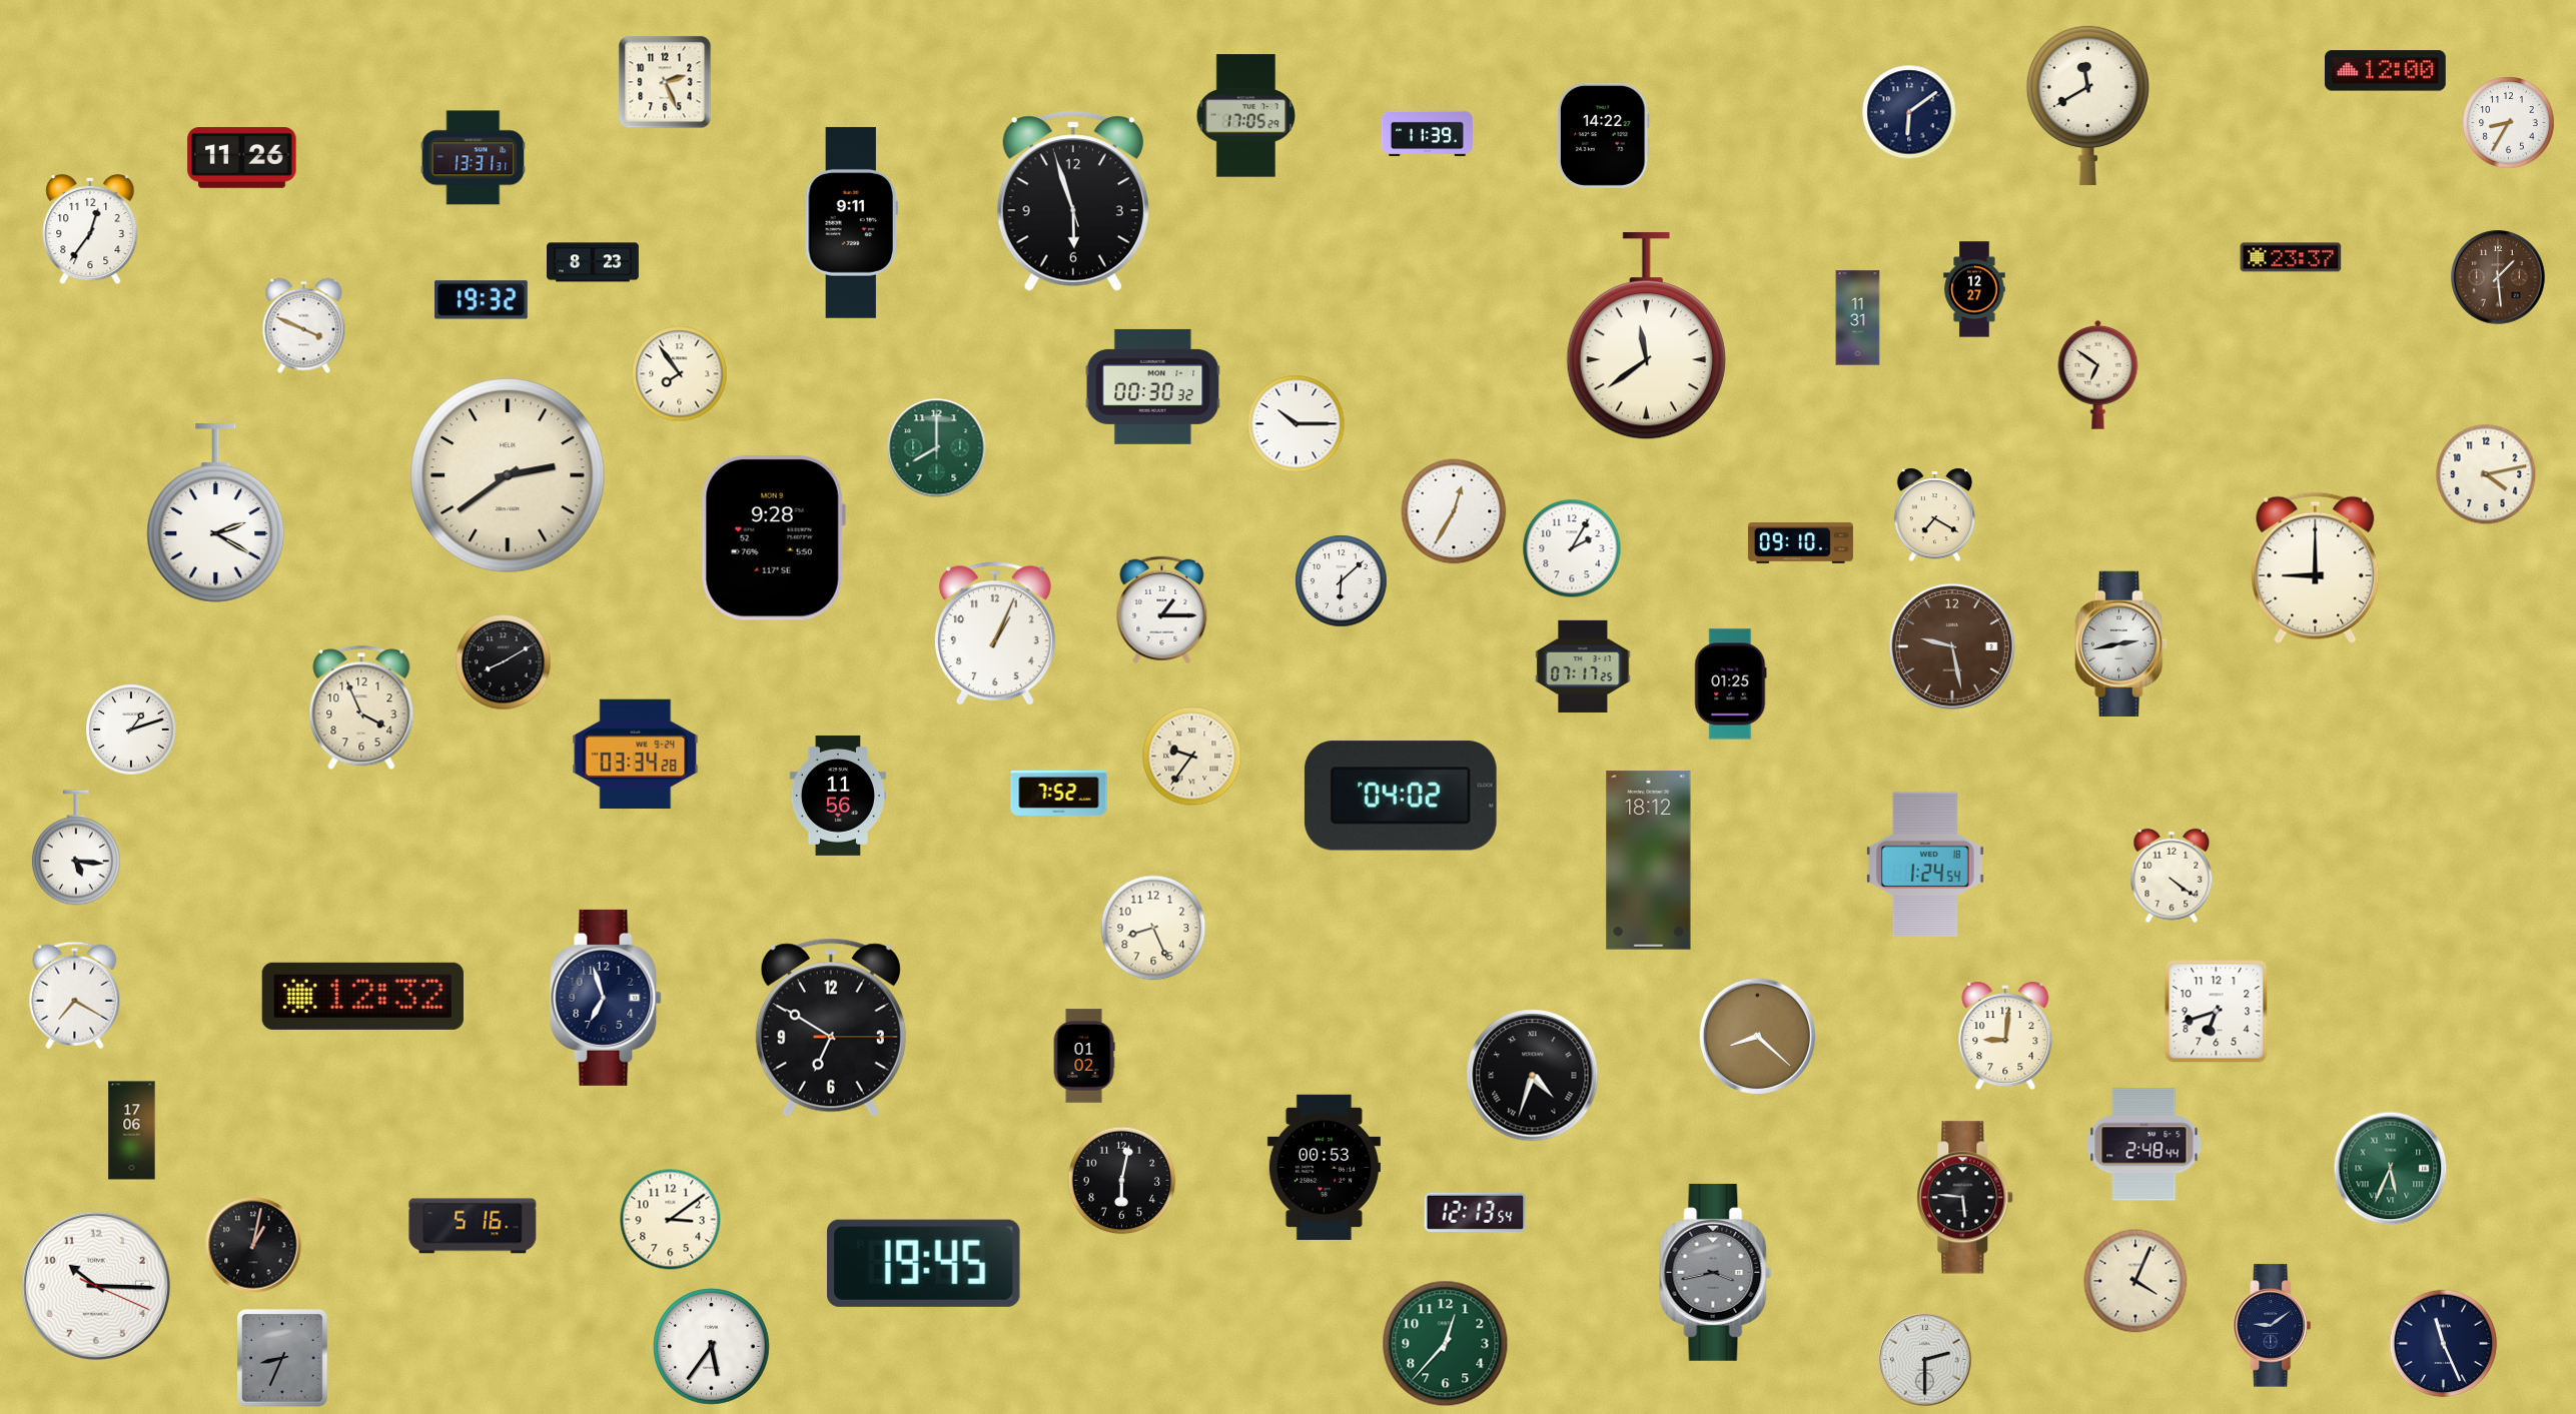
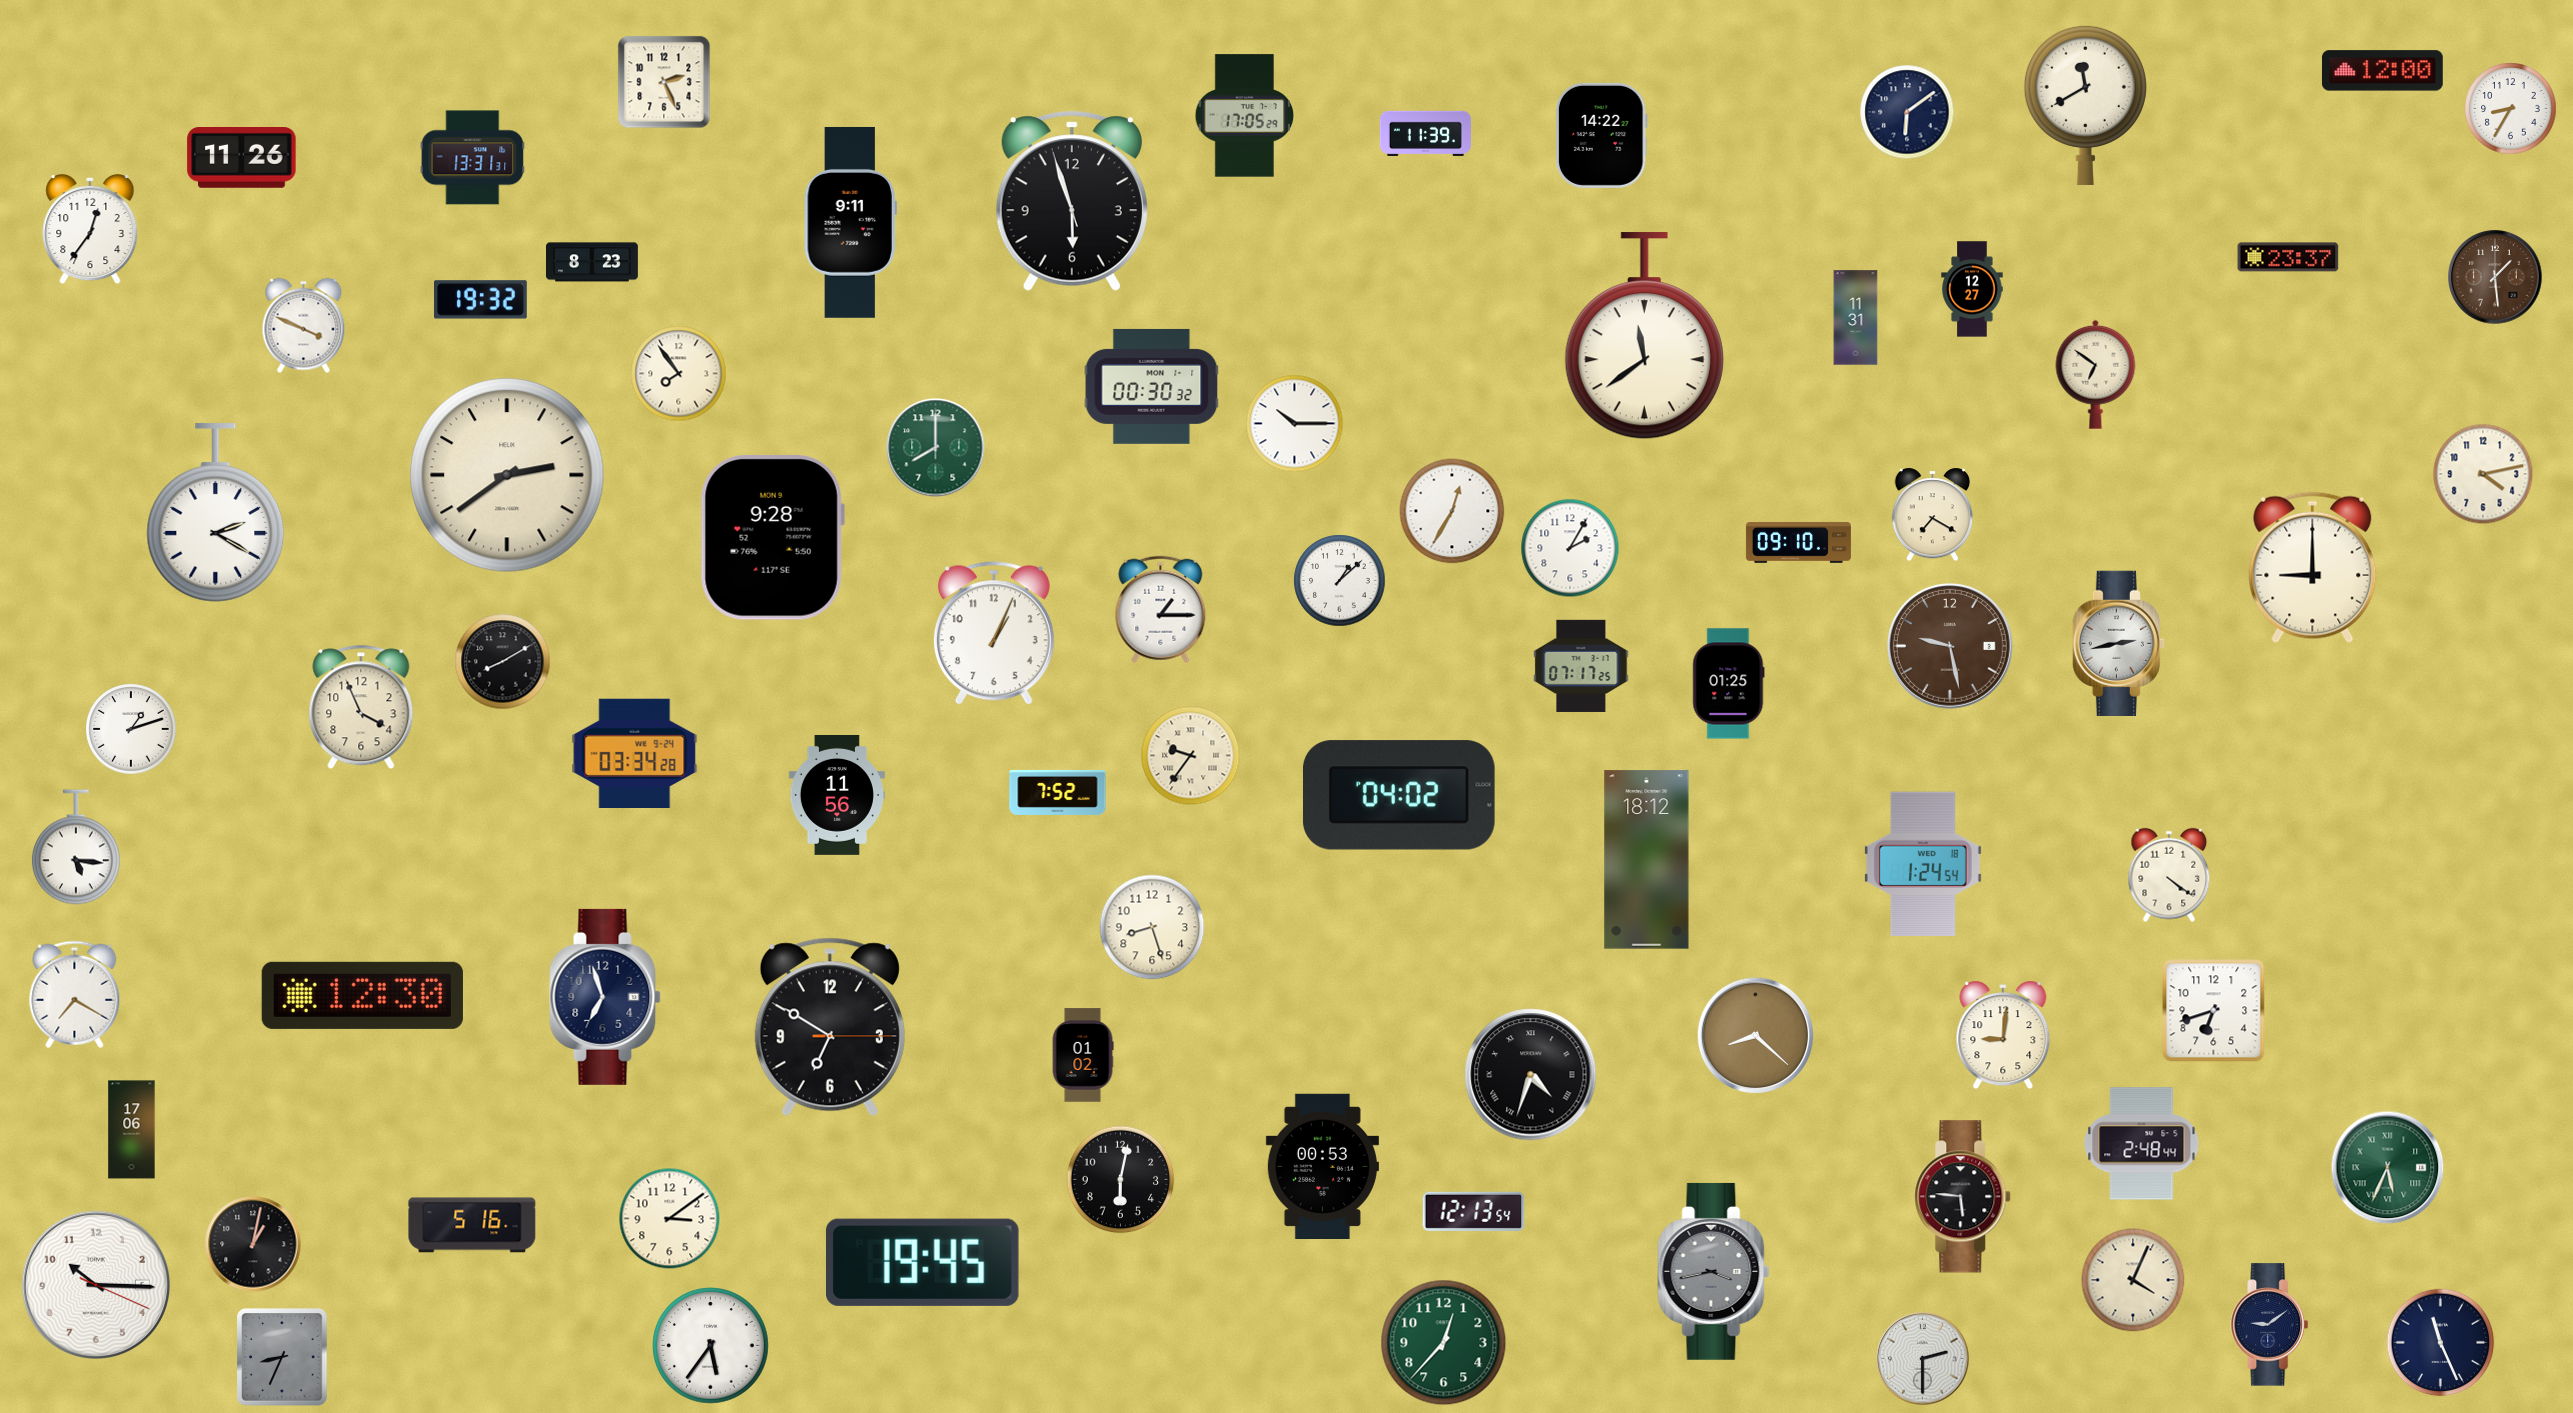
clock at (2509, 123) position: (2509, 123) -> (2511, 109)
clock at (1342, 581): 6:08 -> 1:08
clock at (1153, 928): 8:26 -> 8:27
clock at (362, 996): 12:32 -> 12:30
